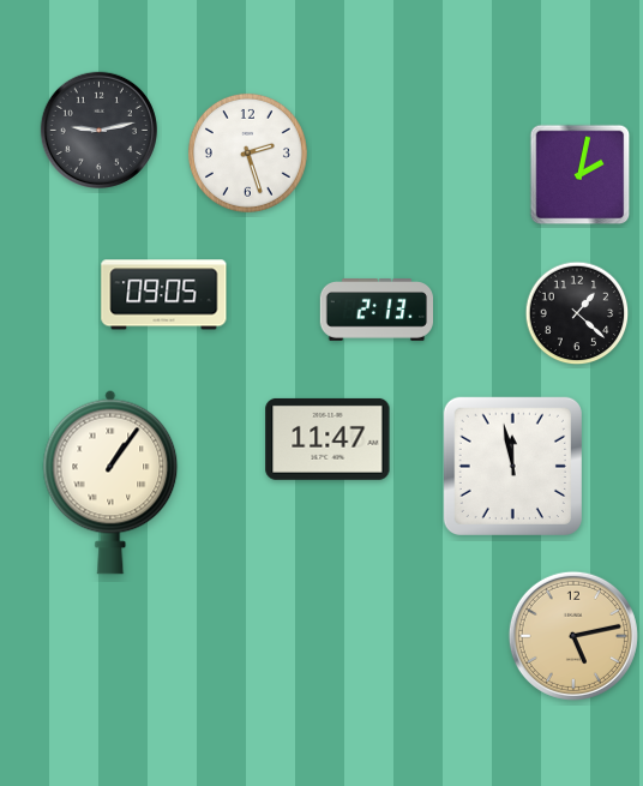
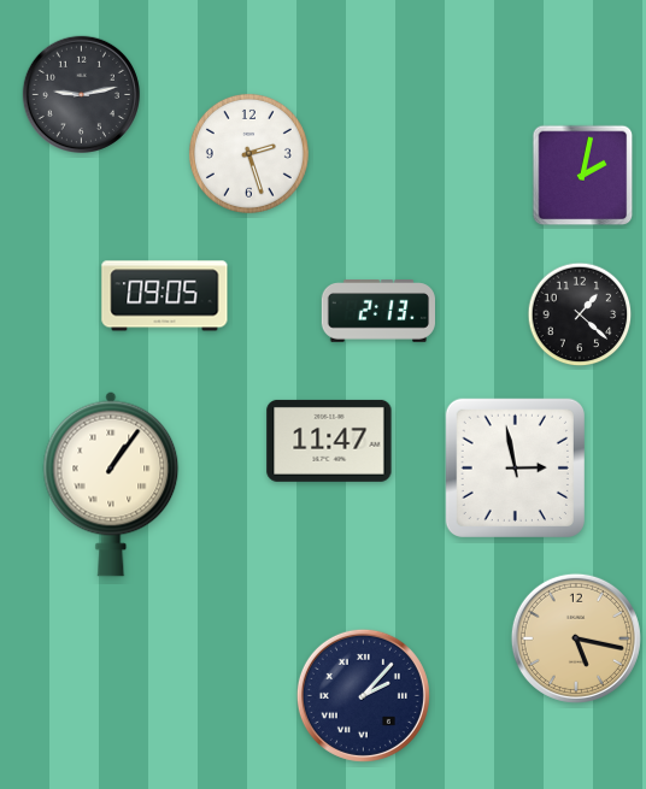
clock at (98, 130) position: (98, 130) -> (81, 94)
clock at (512, 466): 11:58 -> 2:58
clock at (573, 636): 5:13 -> 5:17
clock at (363, 695): none -> 2:07
